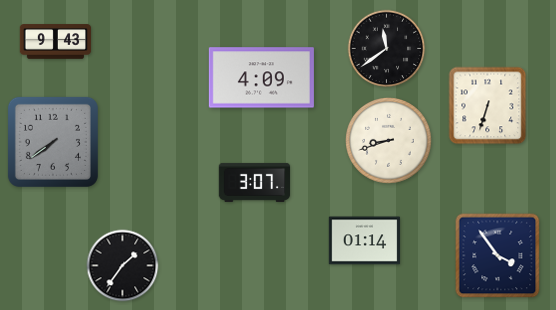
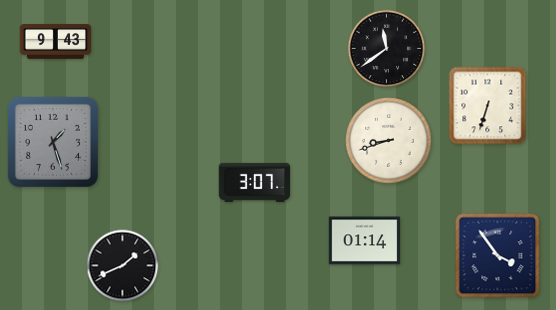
clock at (261, 78): 4:09 -> none
clock at (53, 142): 7:39 -> 1:27
clock at (123, 266): 1:36 -> 1:41
